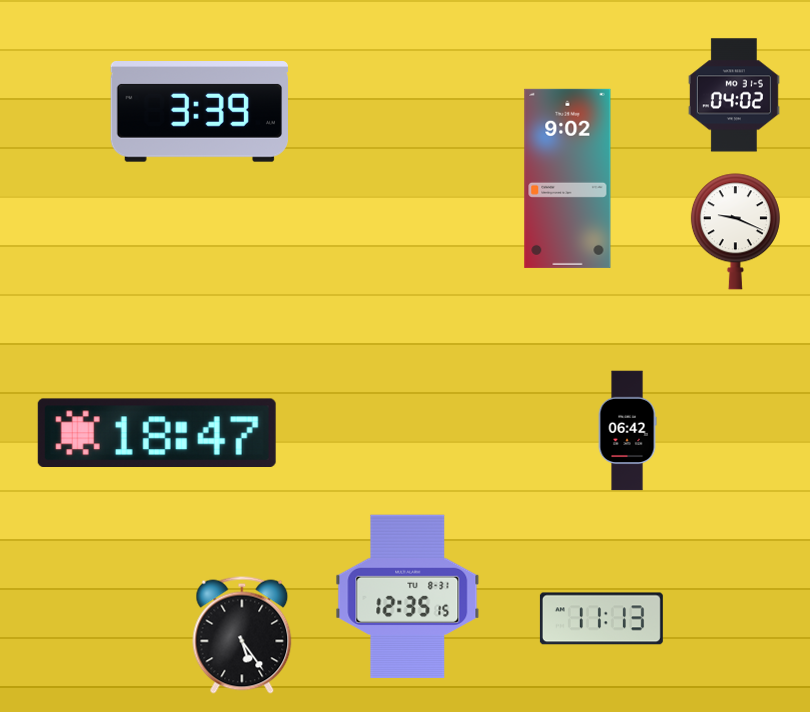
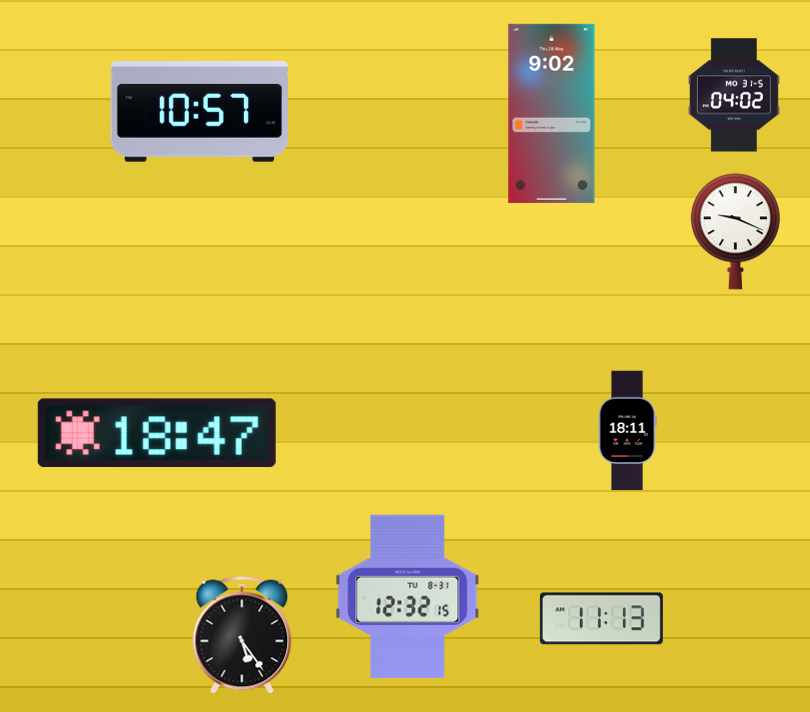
clock at (199, 112): 3:39 -> 10:57
clock at (568, 178) position: (568, 178) -> (552, 113)
clock at (627, 431): 06:42 -> 18:11
clock at (408, 596): 12:35 -> 12:32
